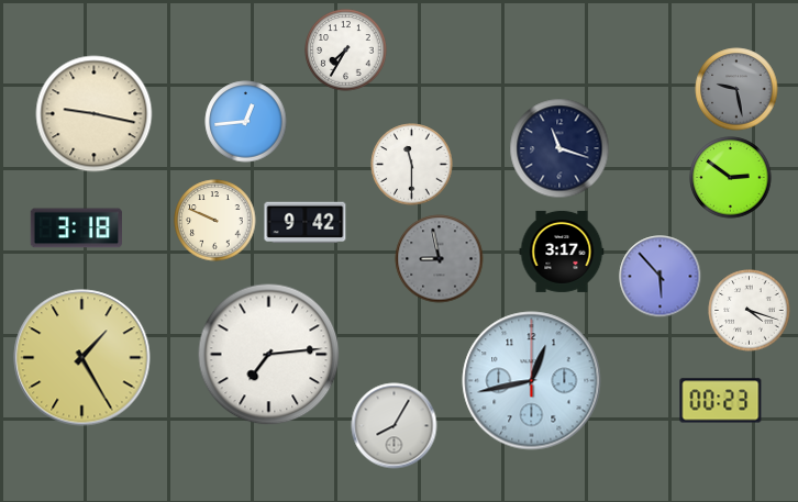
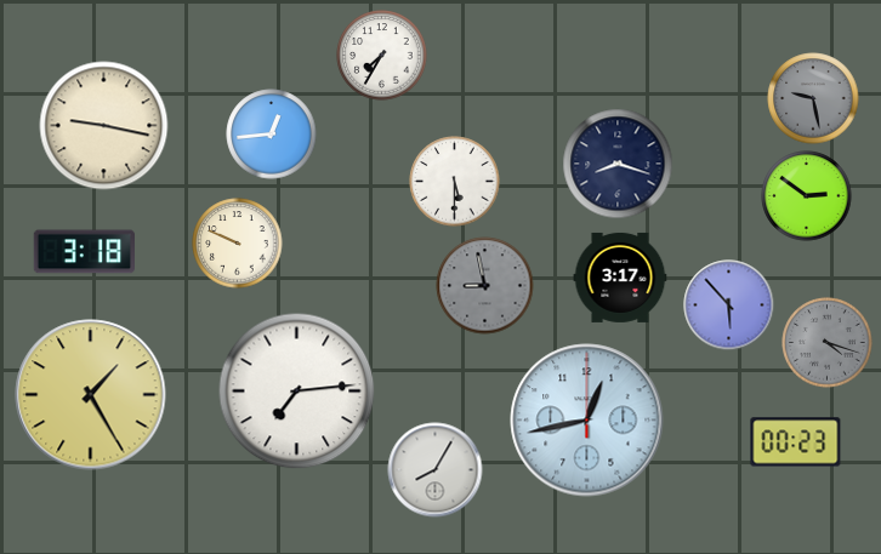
clock at (559, 148): 11:18 -> 8:18
clock at (412, 165): 11:30 -> 5:30
clock at (306, 223): 9:42 -> none
clock at (750, 311) dial: white -> grey
